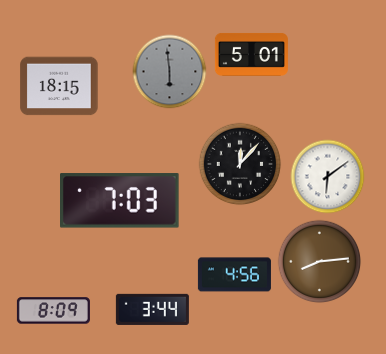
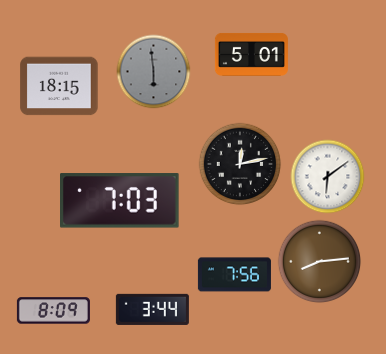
clock at (170, 72) position: (170, 72) -> (154, 72)
clock at (240, 164): 12:07 -> 12:13
clock at (234, 275): 4:56 -> 7:56
